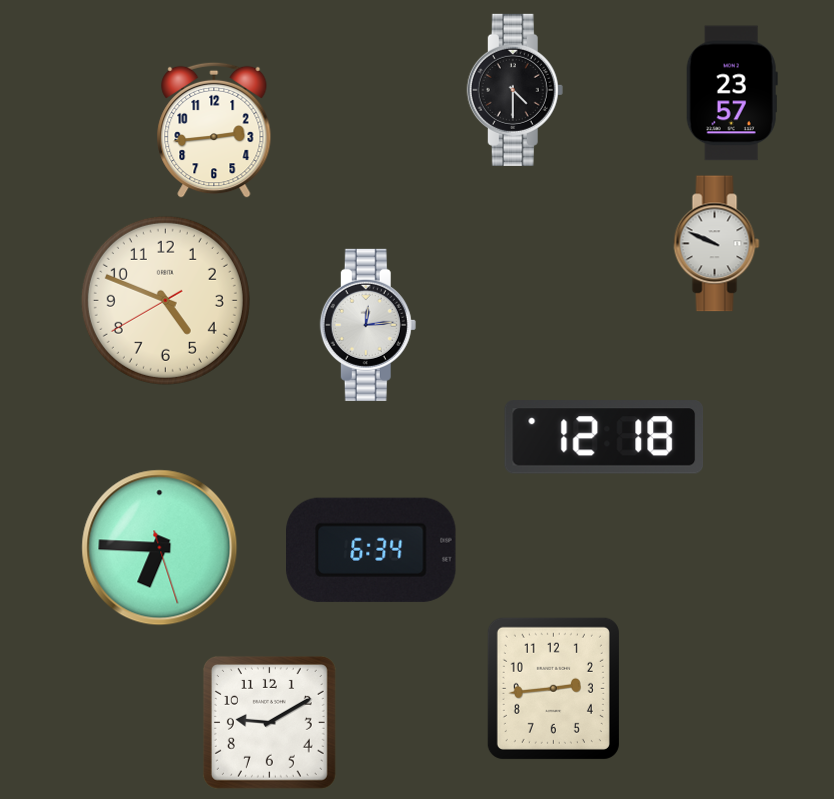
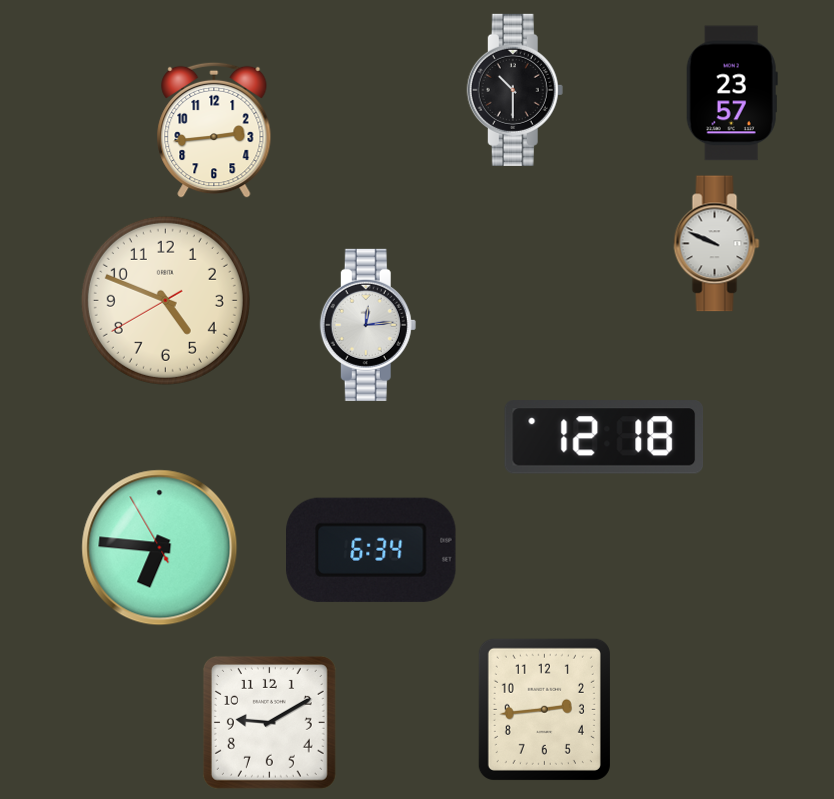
clock at (515, 90): 4:30 -> 10:30
clock at (160, 548): 6:45:27 -> 6:45:55
clock at (553, 688) position: (553, 688) -> (544, 709)
